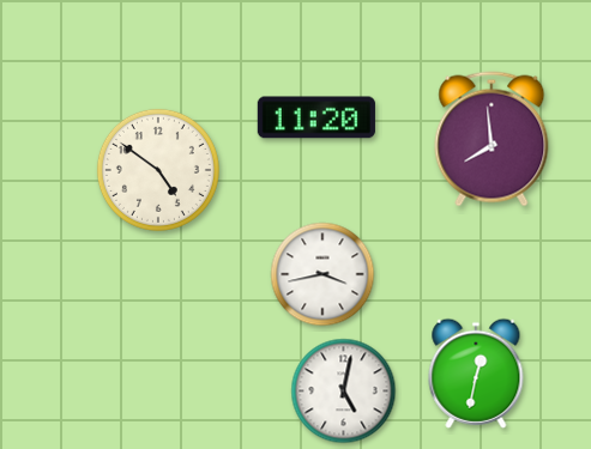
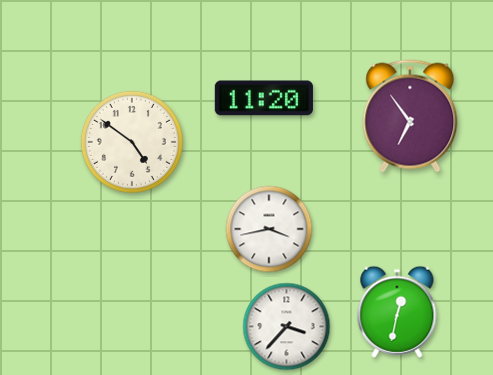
clock at (492, 139): 7:59 -> 6:54
clock at (344, 392): 5:02 -> 3:37
